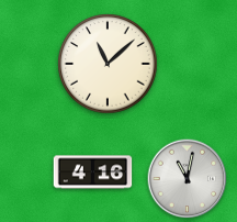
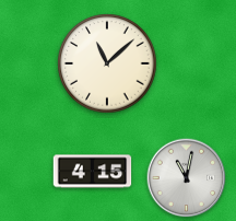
clock at (93, 173): 4:16 -> 4:15
